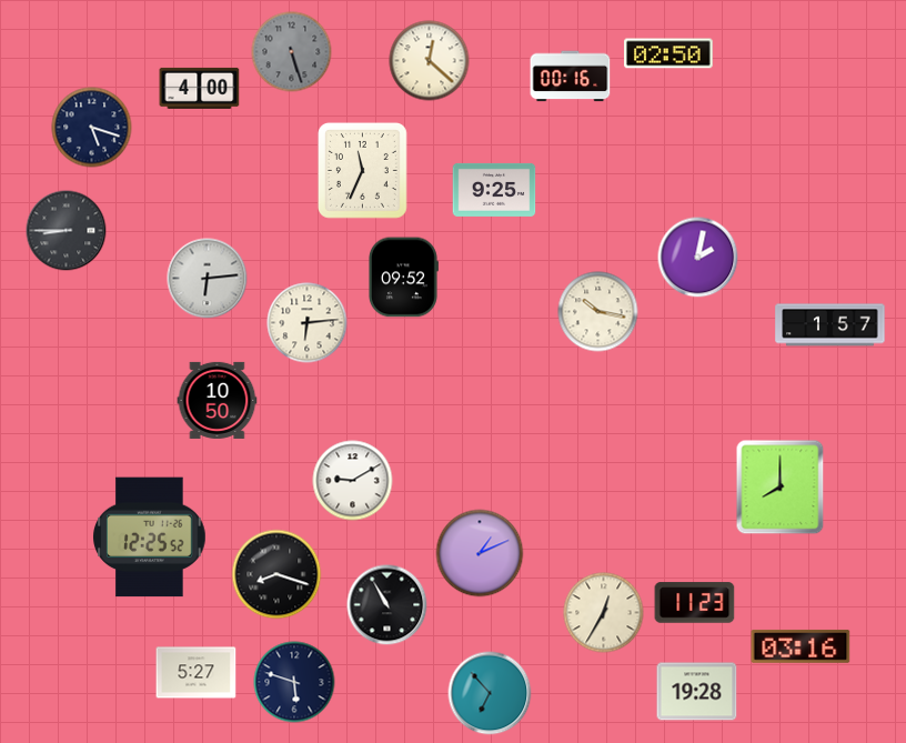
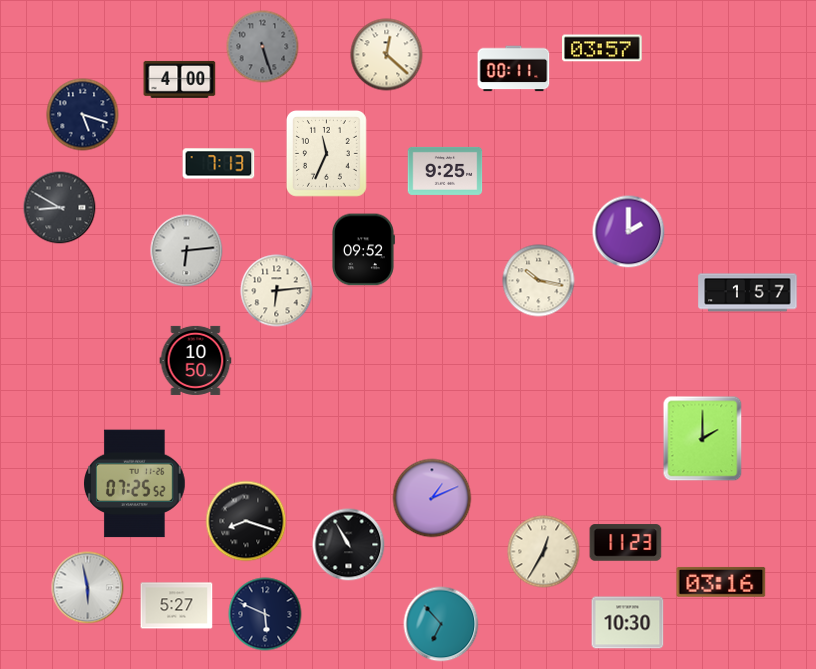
clock at (668, 53): 02:50 -> 03:57
clock at (571, 77): 00:16 -> 00:11
clock at (219, 164): none -> 7:13
clock at (67, 231): 8:45 -> 8:50
clock at (698, 258): 2:02 -> 2:00
clock at (353, 481): 9:10 -> none
clock at (781, 488): 8:00 -> 2:00
clock at (150, 538): 12:25 -> 07:25
clock at (276, 574) position: (276, 574) -> (246, 521)
clock at (88, 588): none -> 5:58
clock at (294, 682): 5:48 -> 5:49
clock at (697, 692): 19:28 -> 10:30
